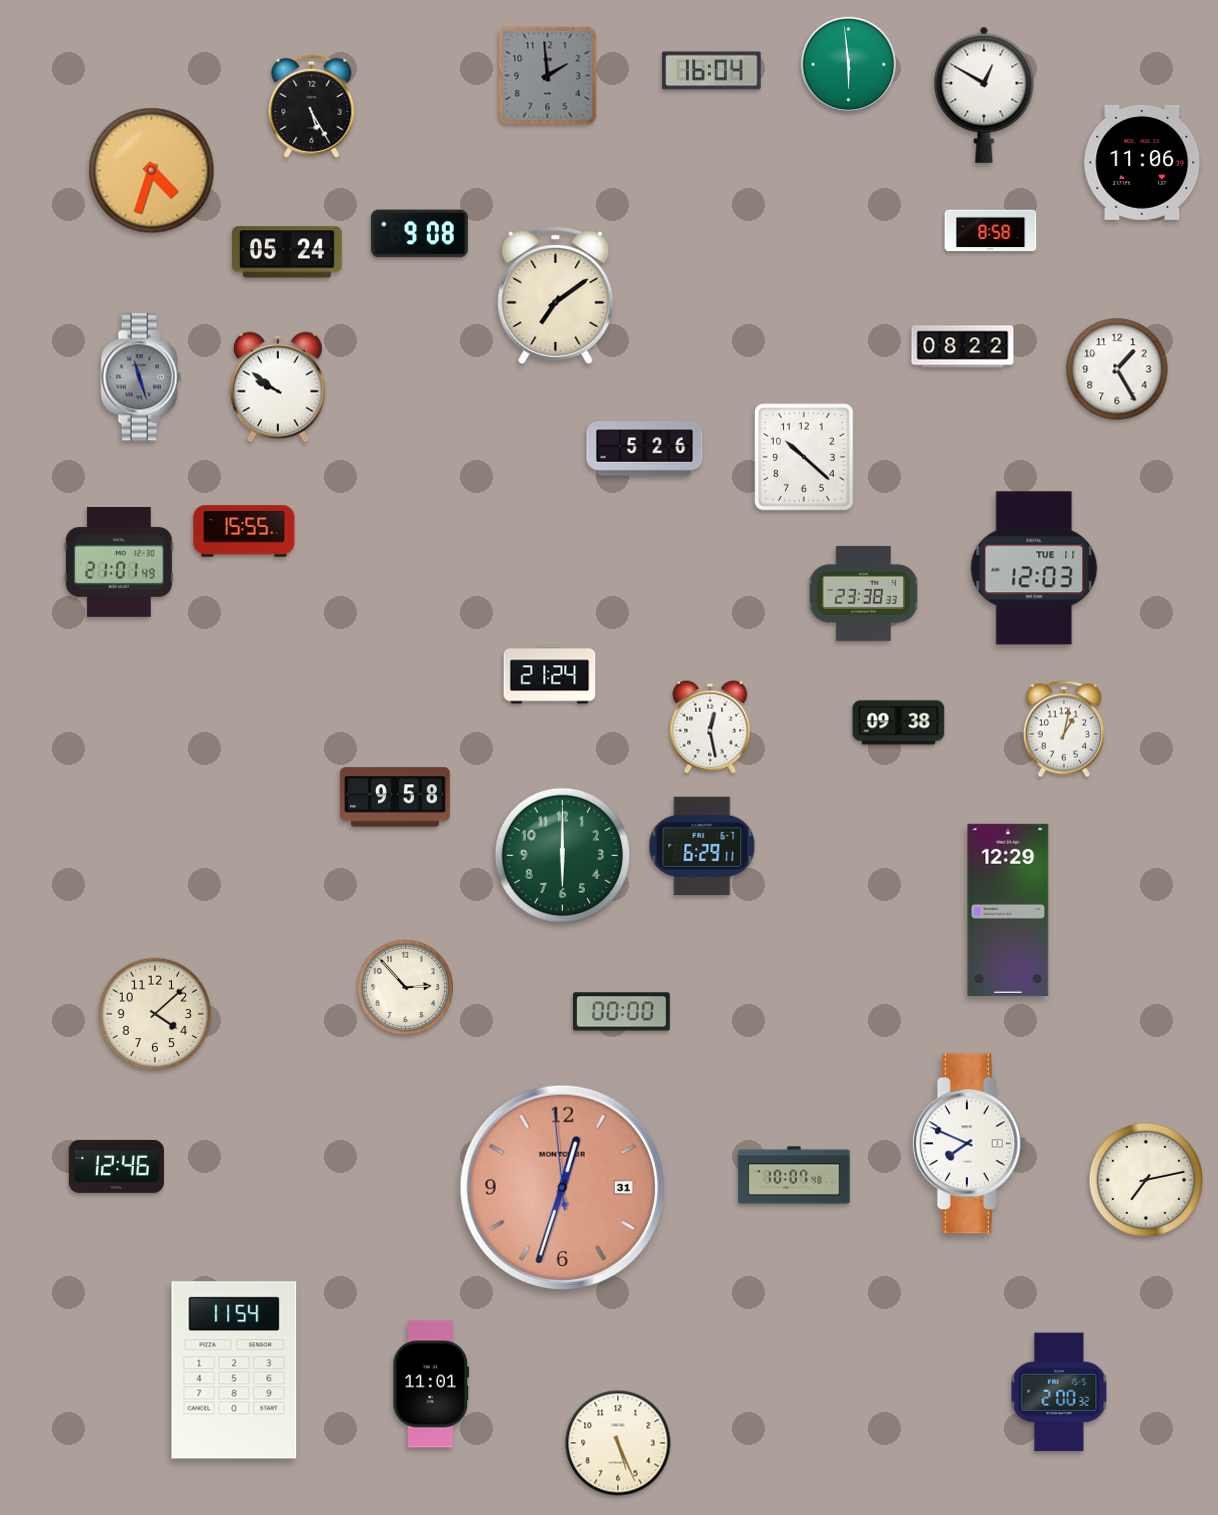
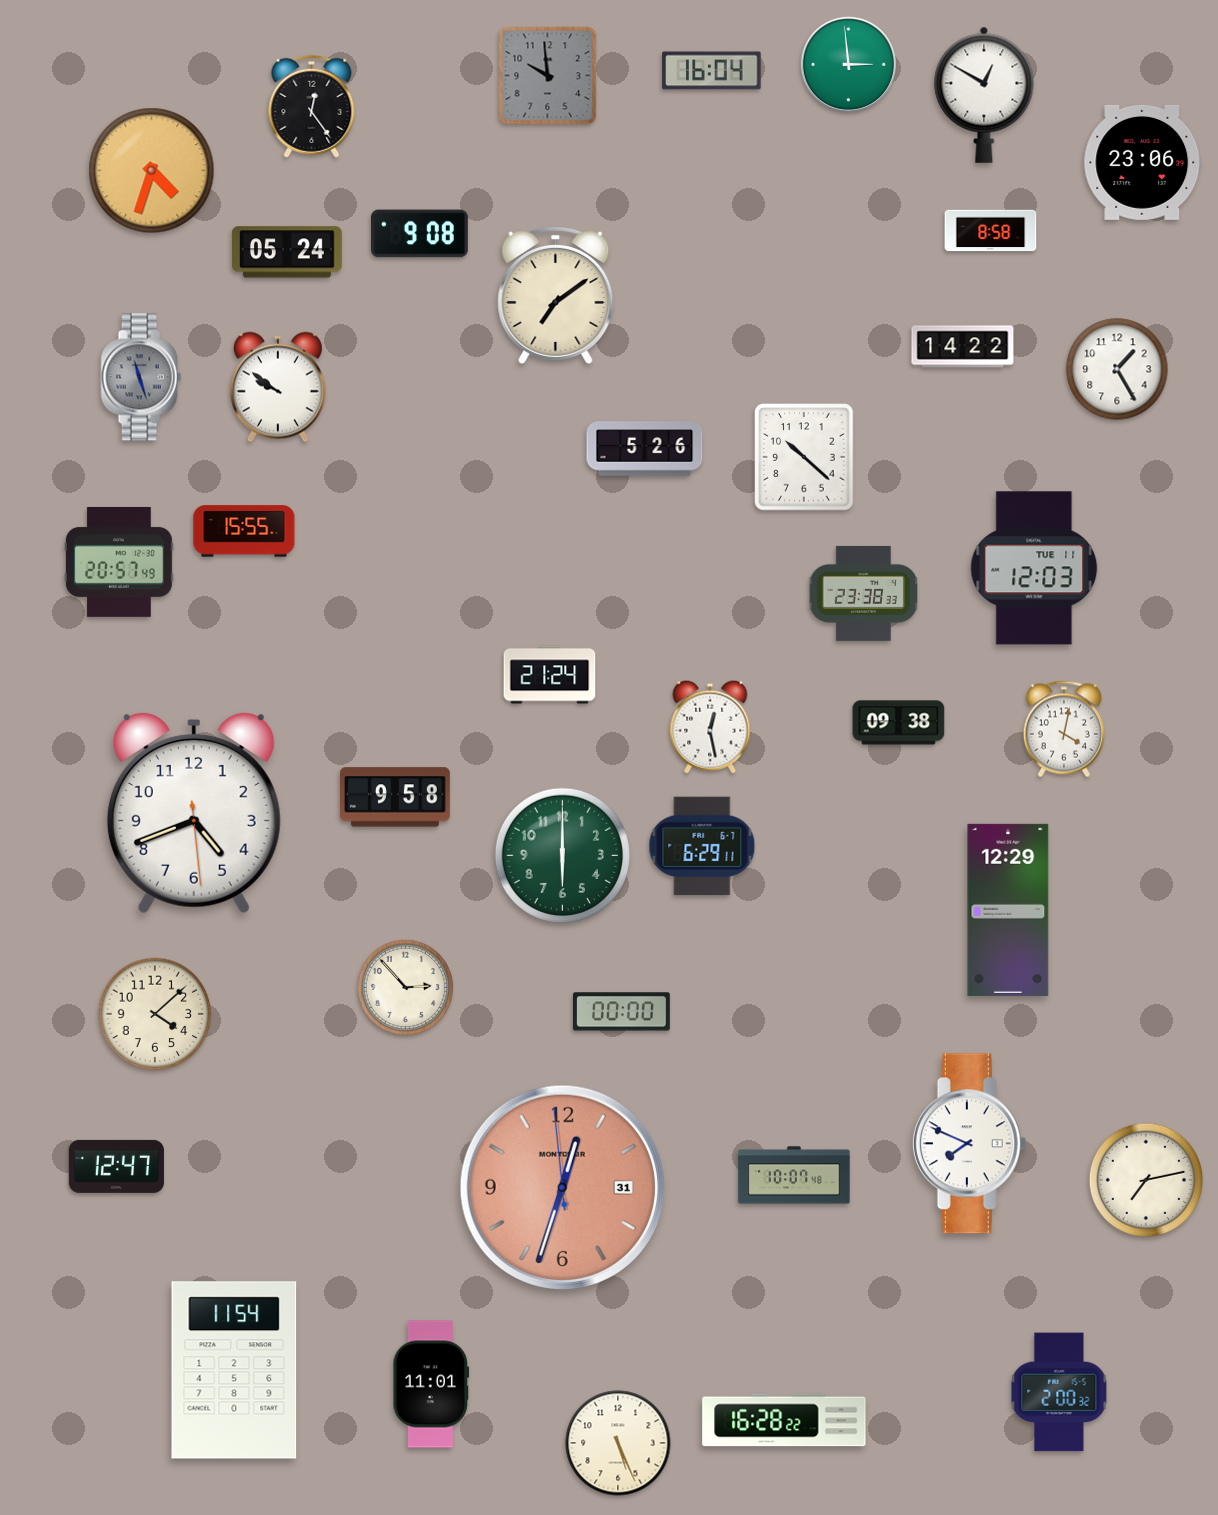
clock at (848, 64): 5:59 -> 2:59
clock at (548, 76): 1:59 -> 9:59
clock at (312, 106): 5:25 -> 12:24
clock at (1143, 162): 11:06 -> 23:06
clock at (963, 347): 08:22 -> 14:22
clock at (119, 562): 21:01 -> 20:57
clock at (1064, 729): 1:02 -> 4:02
clock at (194, 812): none -> 4:41
clock at (116, 1166): 12:46 -> 12:47
clock at (784, 1420): none -> 16:28
